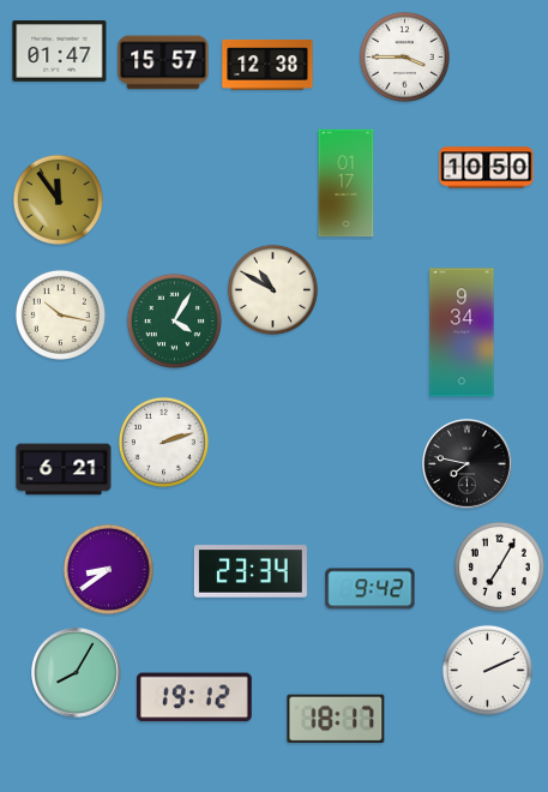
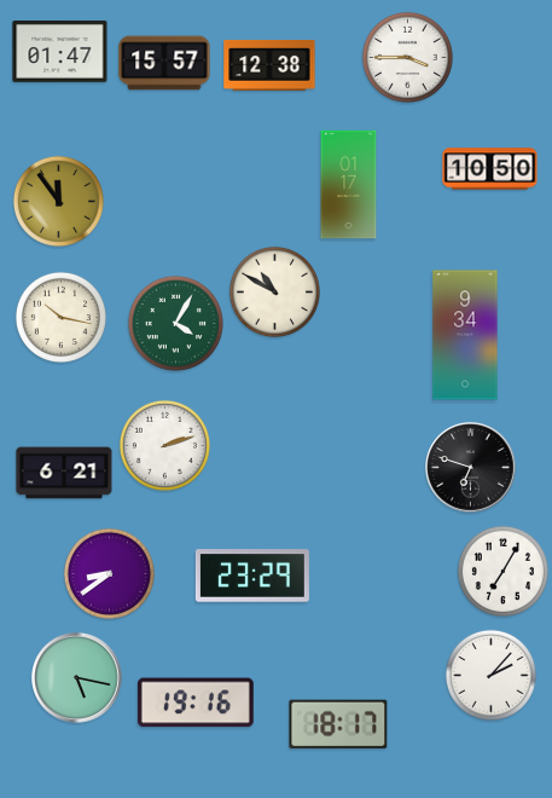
clock at (468, 464): 7:47 -> 6:48
clock at (251, 571): 23:34 -> 23:29
clock at (371, 589): 9:42 -> none
clock at (487, 670): 2:11 -> 2:07
clock at (77, 673): 8:05 -> 5:17
clock at (194, 697): 19:12 -> 19:16
